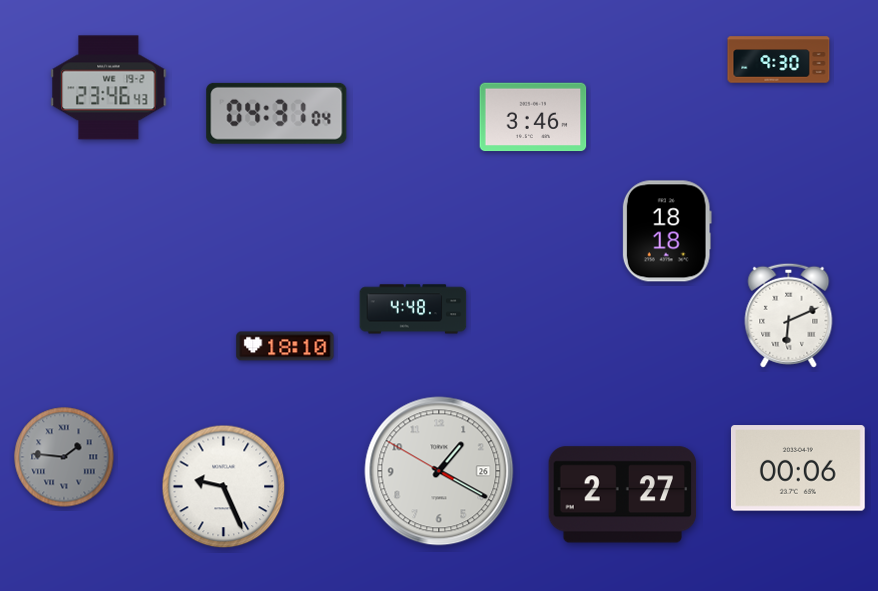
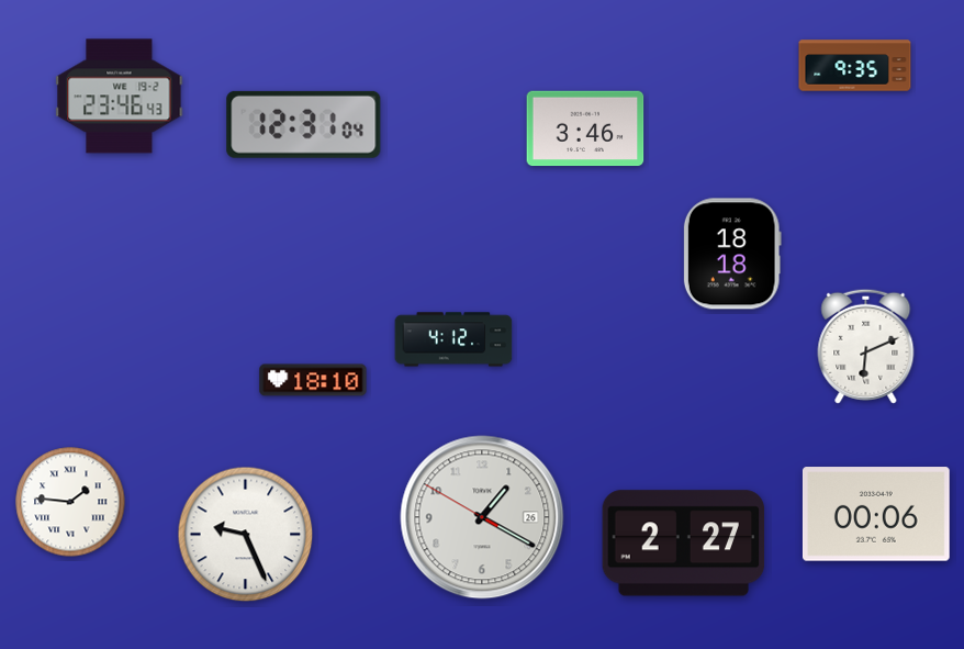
clock at (779, 60): 9:30 -> 9:35
clock at (277, 113): 04:31 -> 12:31
clock at (413, 309): 4:48 -> 4:12
clock at (64, 457) dial: grey -> white
